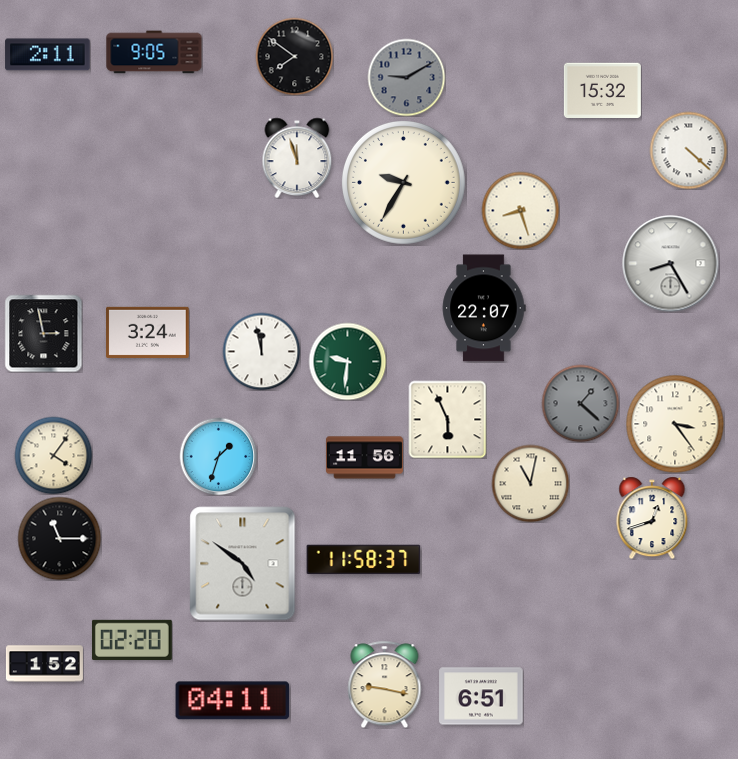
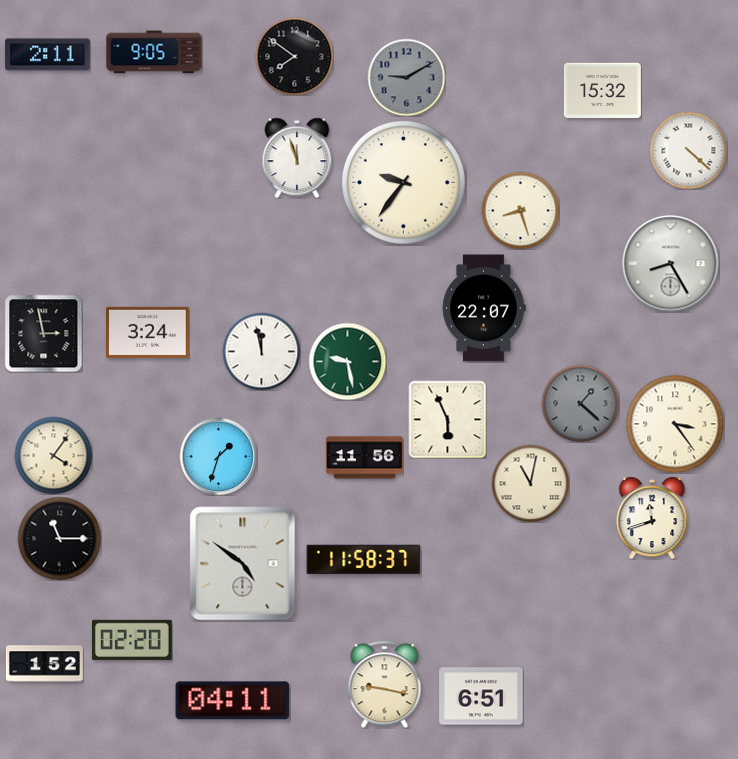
clock at (403, 182): 9:35 -> 9:36
clock at (347, 361): 9:31 -> 9:28
clock at (652, 518): 12:42 -> 11:42
